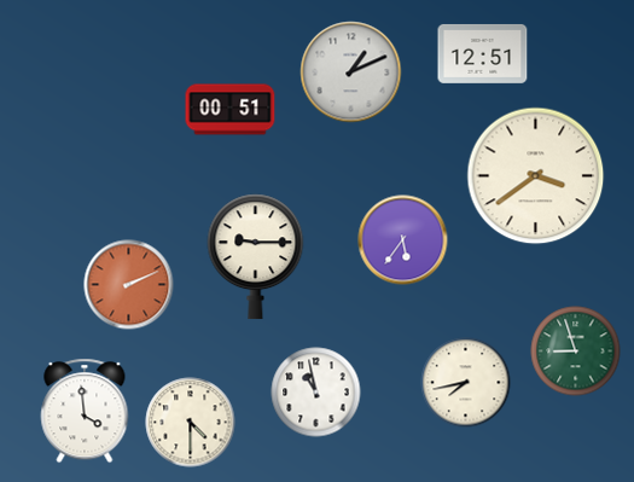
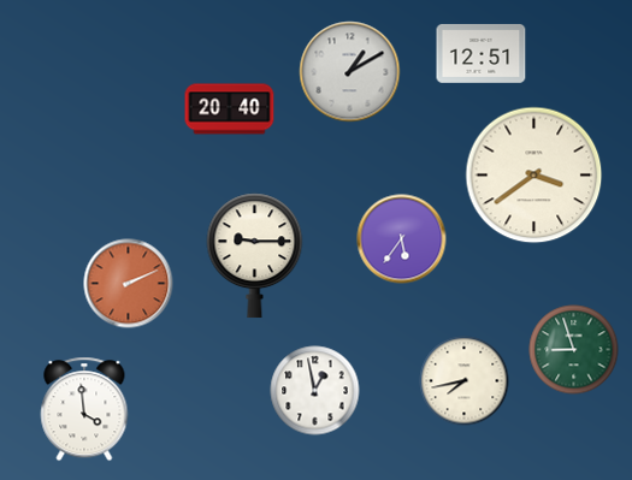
clock at (351, 72): 1:11 -> 1:10
clock at (231, 110): 00:51 -> 20:40
clock at (316, 393): 10:58 -> 12:58
clock at (191, 423): 4:30 -> none
